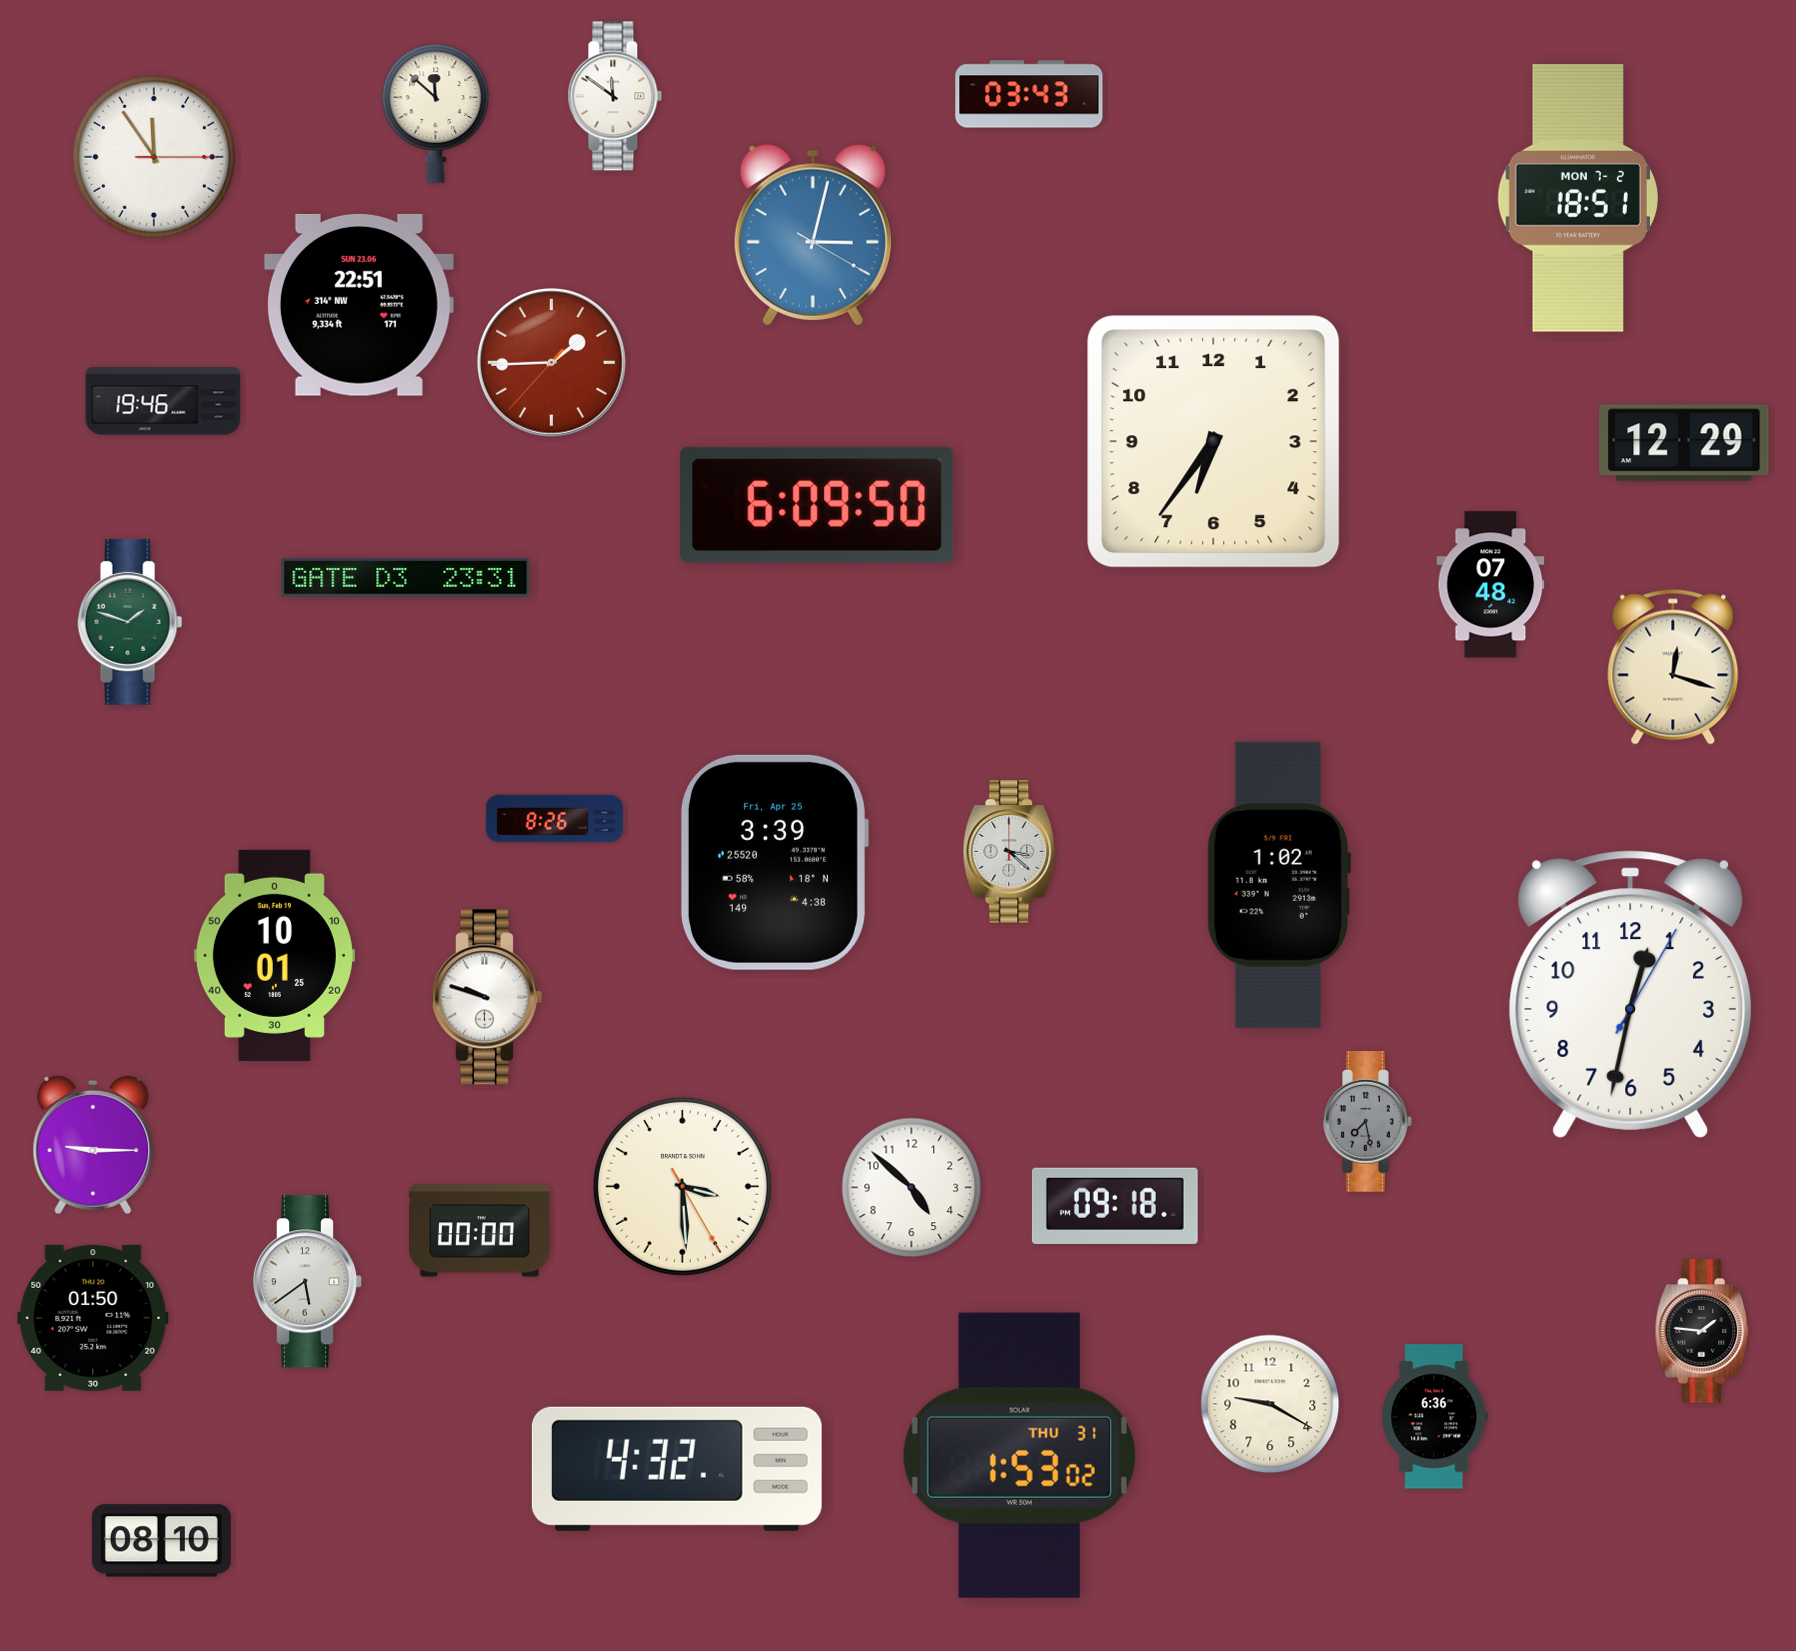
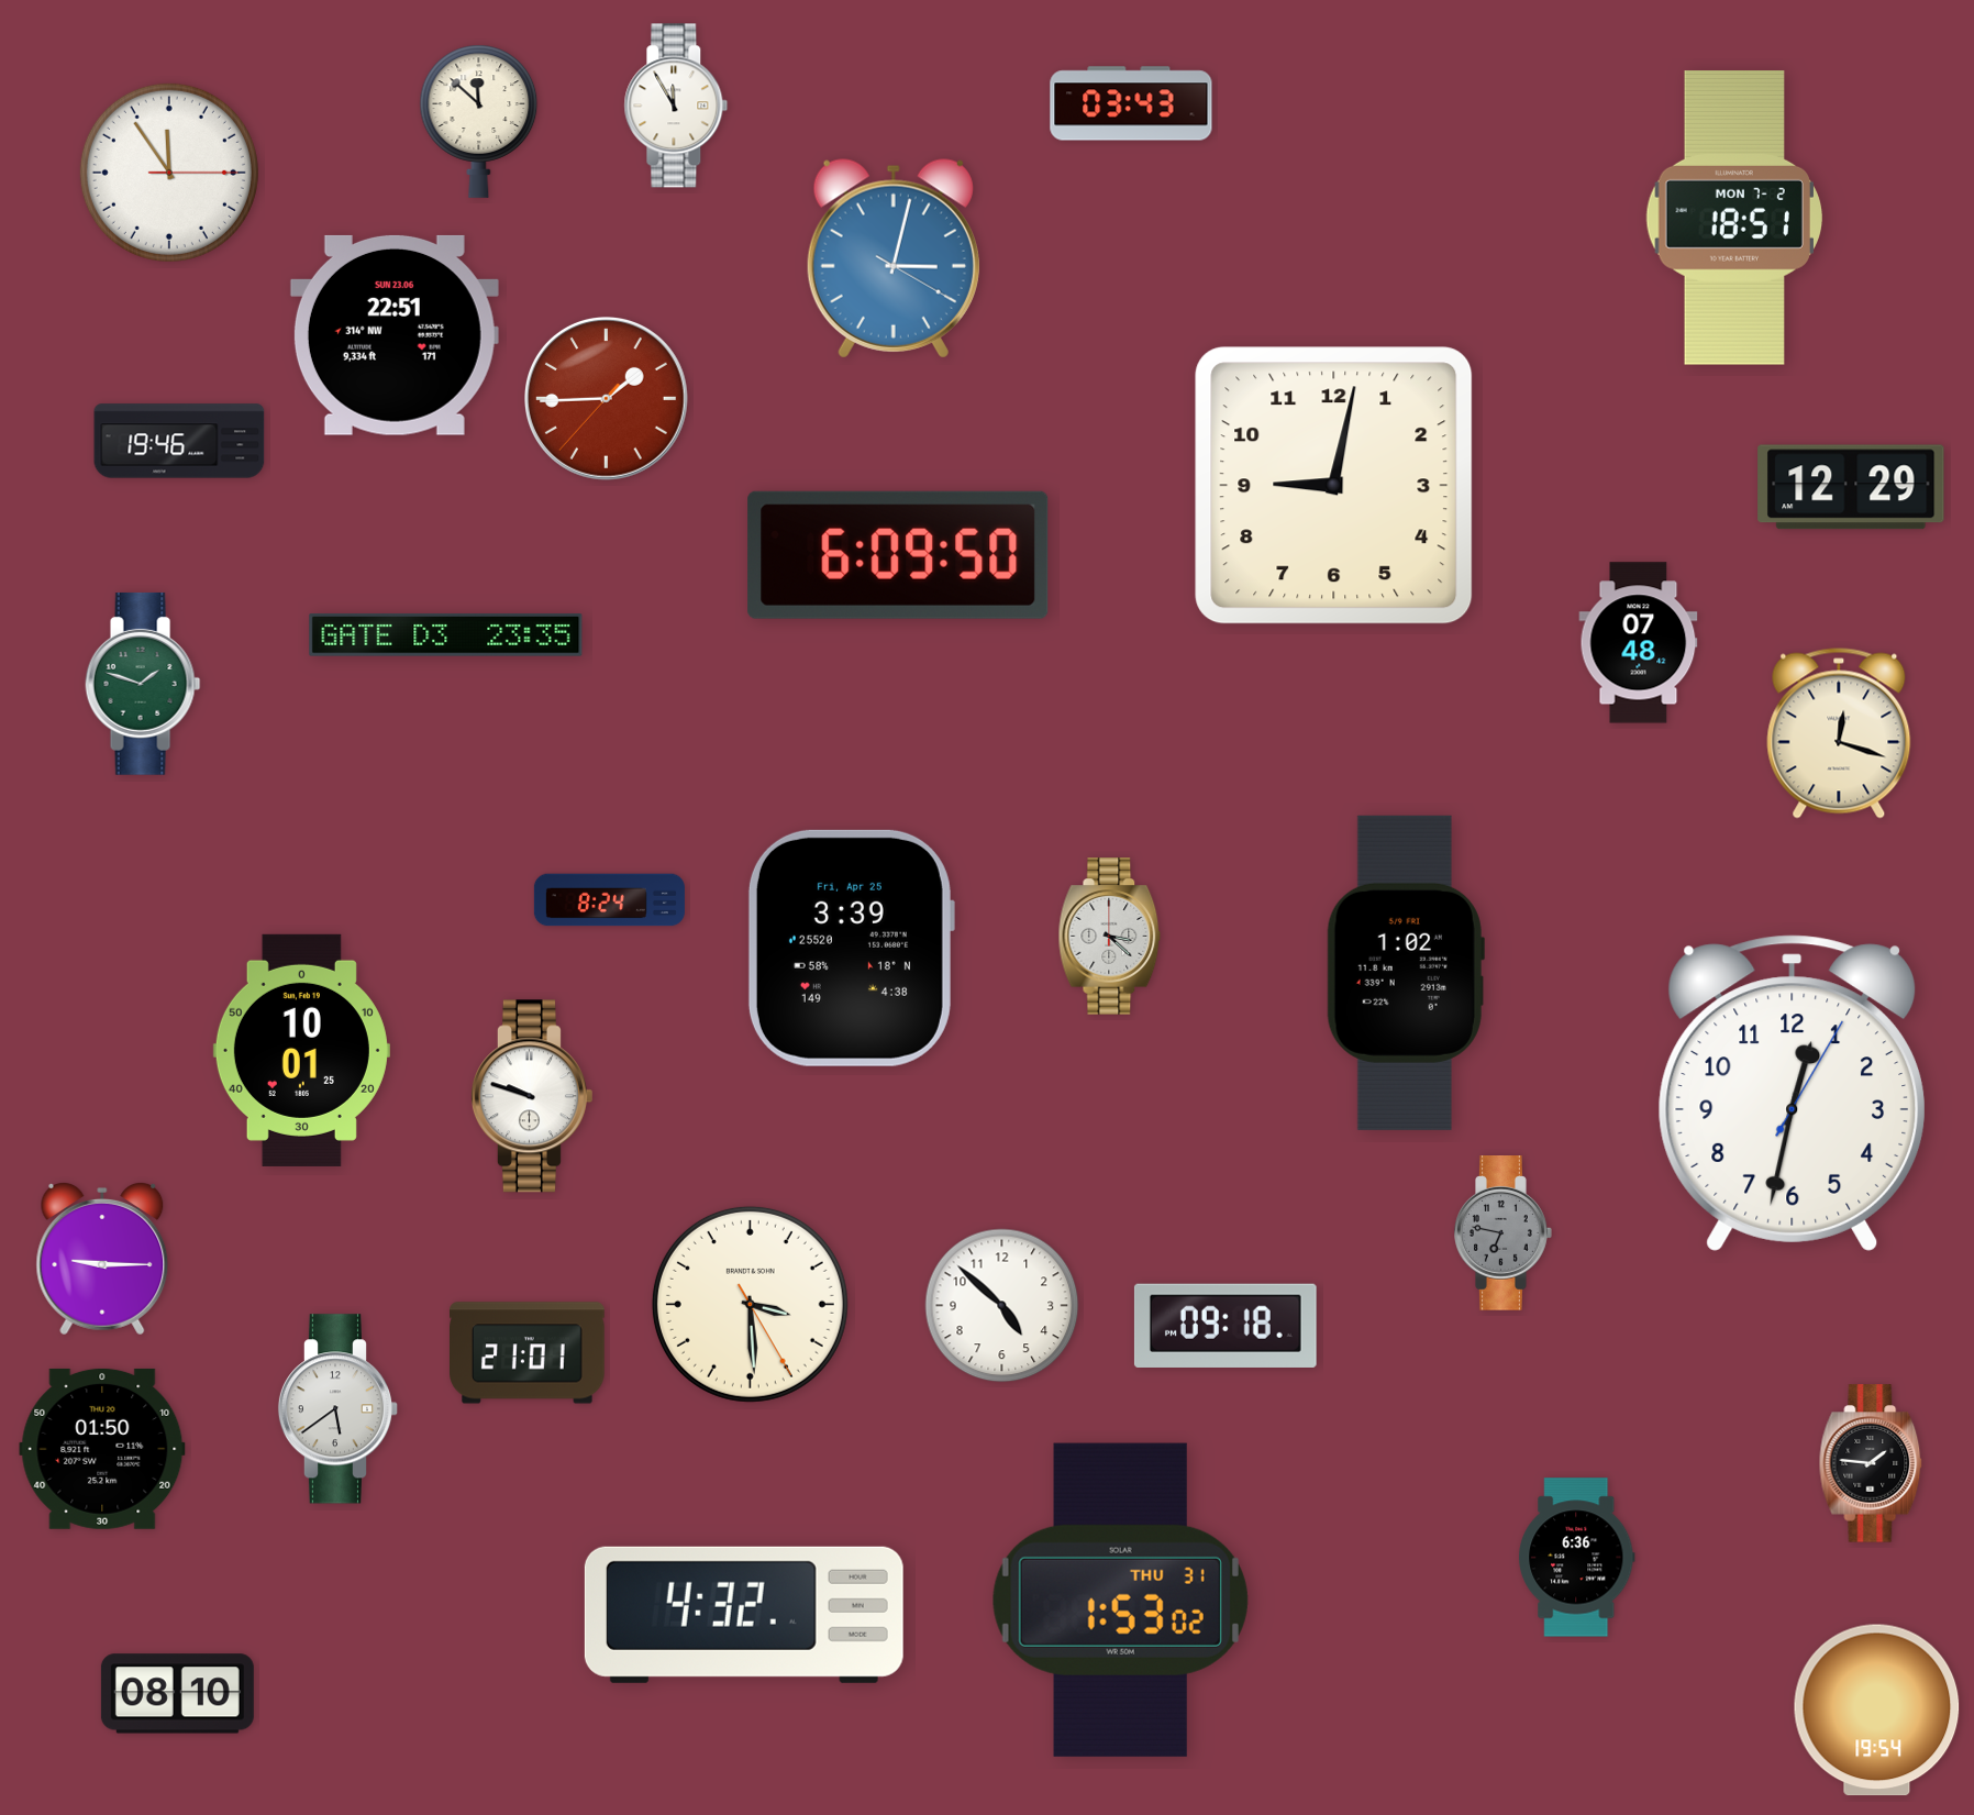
clock at (615, 96): 11:51 -> 11:55
clock at (436, 113) position: (436, 113) -> (479, 121)
clock at (1214, 442): 6:36 -> 9:02
clock at (406, 578): 23:31 -> 23:35
clock at (554, 819): 8:26 -> 8:24
clock at (486, 997) position: (486, 997) -> (531, 1096)
clock at (1368, 1122): 7:28 -> 6:47
clock at (480, 1231): 00:00 -> 21:01
clock at (1270, 1404): 9:20 -> none
clock at (1877, 1711): none -> 19:54
